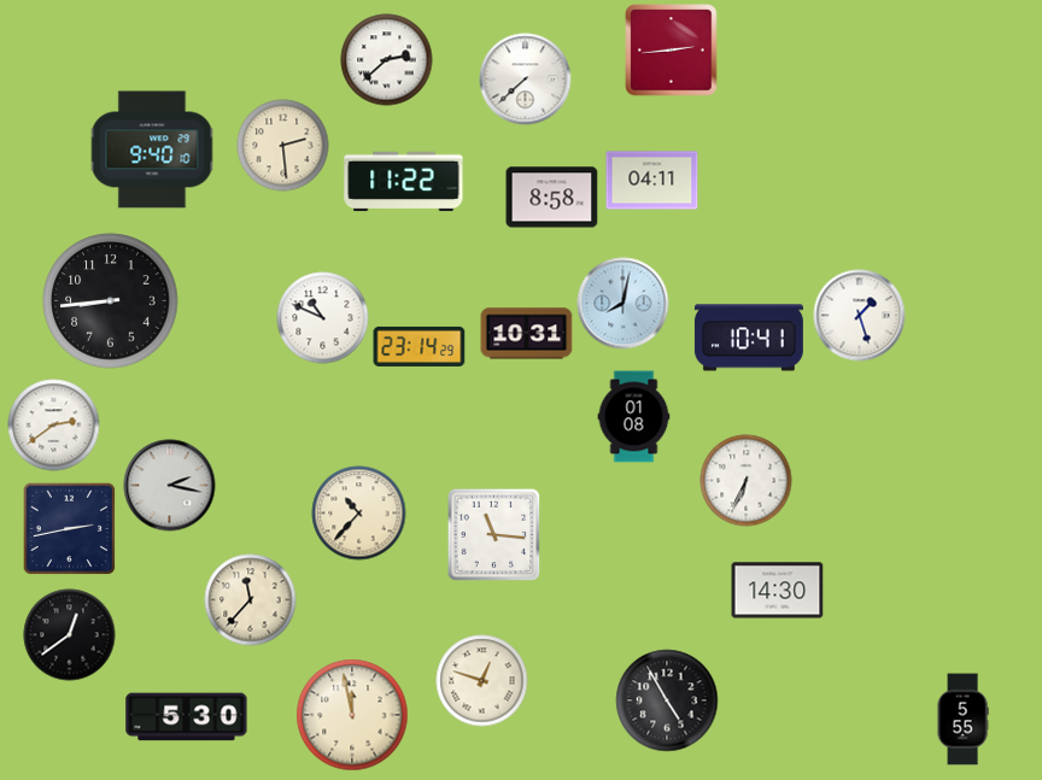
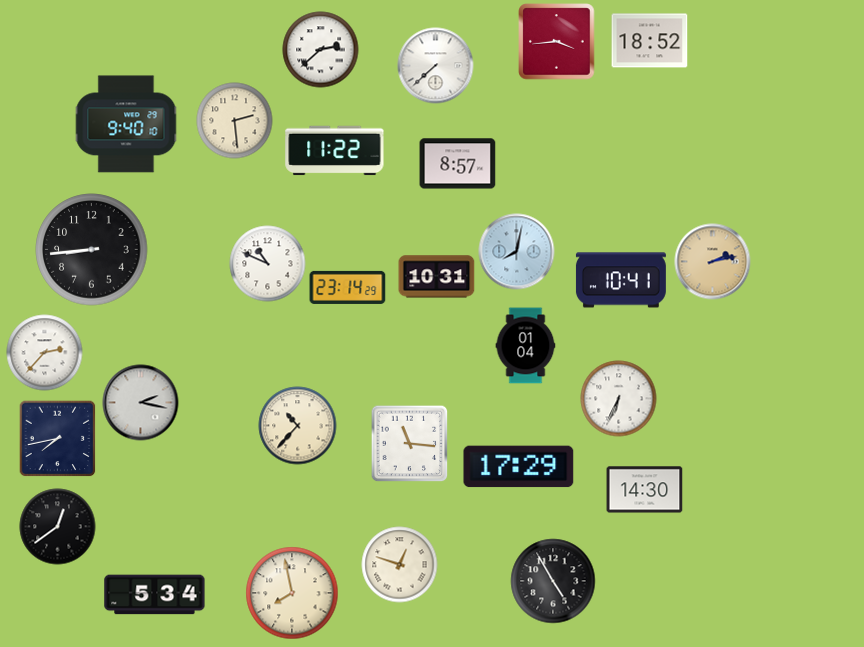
clock at (650, 41): none -> 18:52
clock at (672, 51): 2:44 -> 3:44
clock at (652, 181): 04:11 -> none
clock at (552, 198): 8:58 -> 8:57
clock at (860, 316): 1:27 -> 2:13
clock at (860, 316) dial: white -> champagne
clock at (634, 417): 01:08 -> 01:04
clock at (54, 426): 2:39 -> 2:37
clock at (69, 528): 2:43 -> 7:43
clock at (519, 467): none -> 17:29
clock at (251, 600): 11:37 -> none
clock at (352, 715): 11:58 -> 7:58
clock at (187, 717): 5:30 -> 5:34
clock at (962, 720): 5:55 -> none
